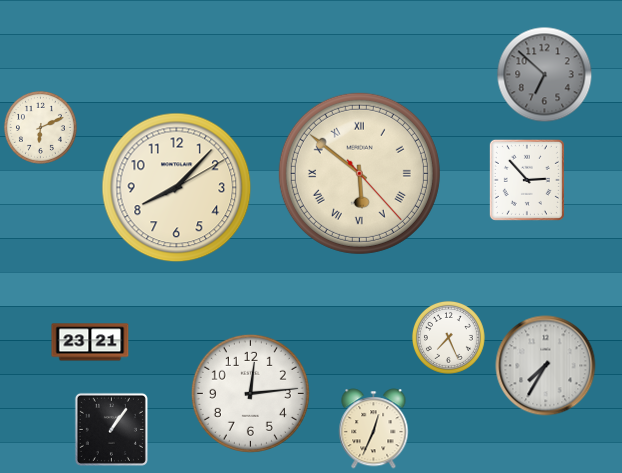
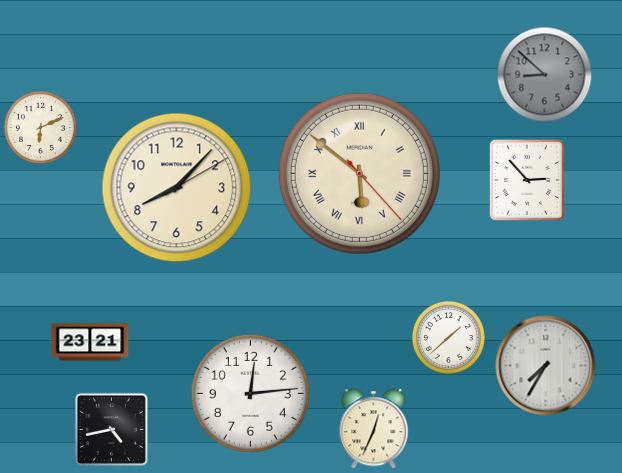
clock at (545, 75): 6:52 -> 8:52
clock at (448, 337): 7:26 -> 1:38
clock at (111, 429): 1:06 -> 4:43
